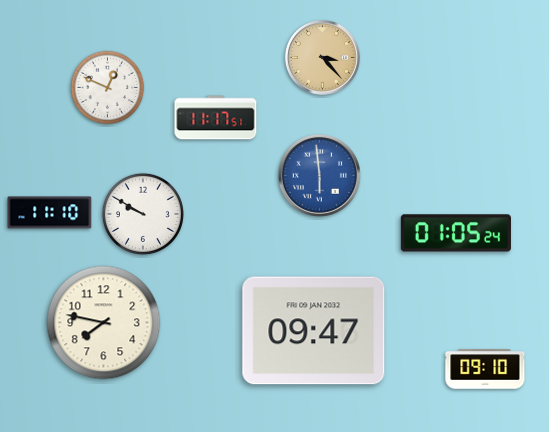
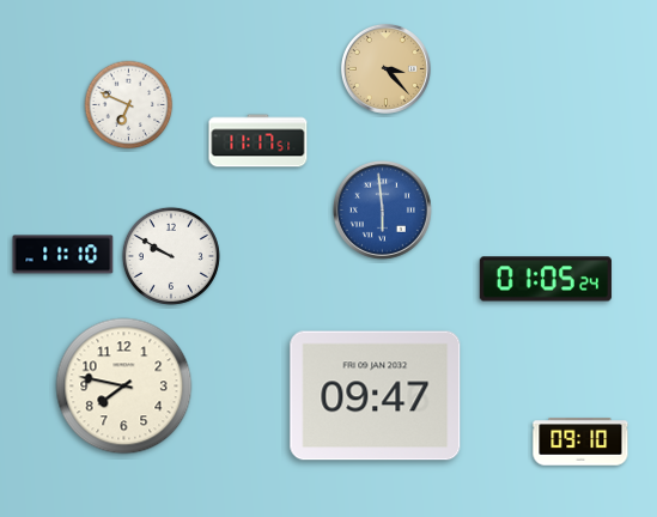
clock at (108, 88): 12:49 -> 6:49
clock at (50, 213) position: (50, 213) -> (63, 255)
